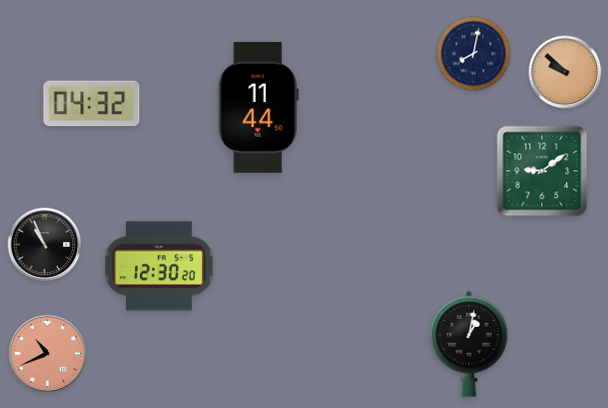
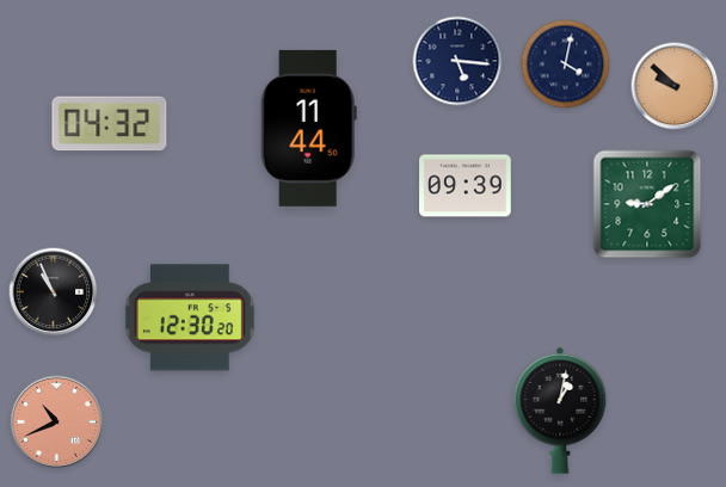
clock at (457, 61): none -> 5:16
clock at (474, 54): 8:02 -> 4:02
clock at (466, 186): none -> 09:39
